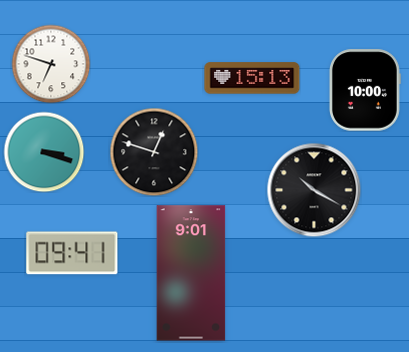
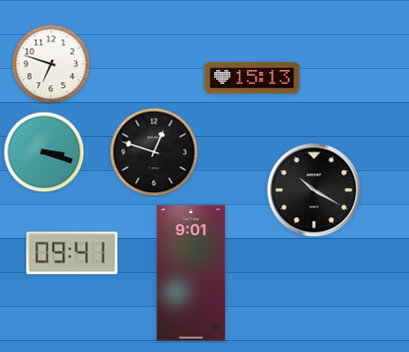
clock at (364, 90): 10:00 -> none
